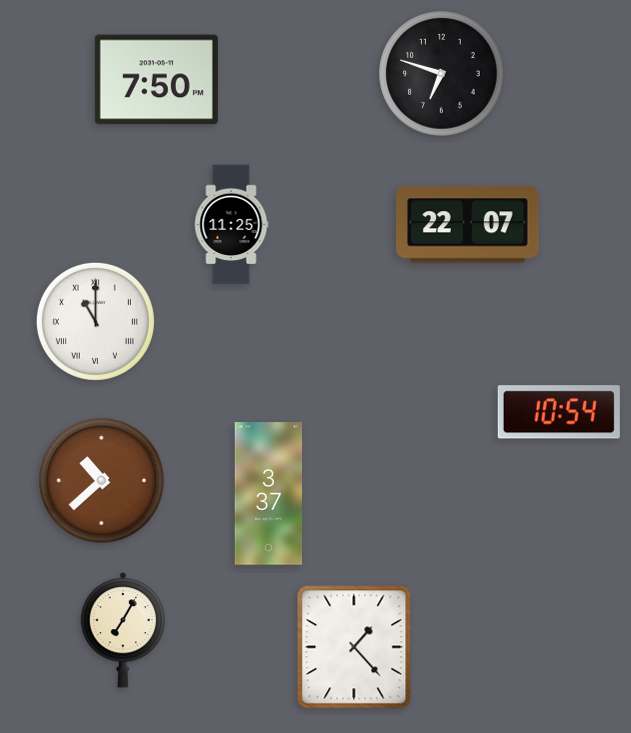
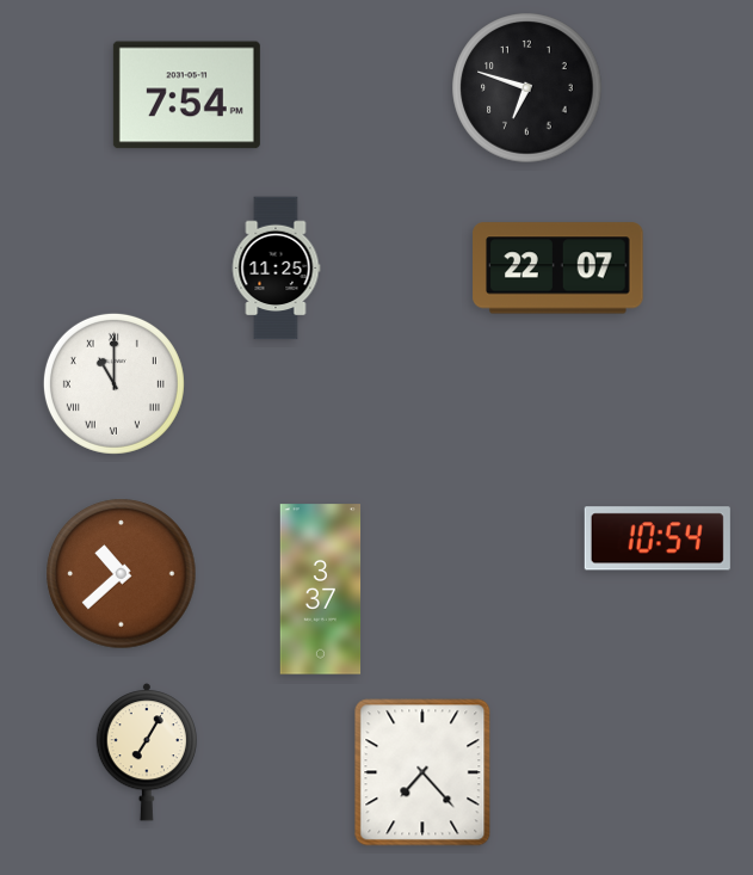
clock at (156, 80): 7:50 -> 7:54
clock at (559, 412) position: (559, 412) -> (658, 538)
clock at (354, 647): 1:23 -> 7:23
